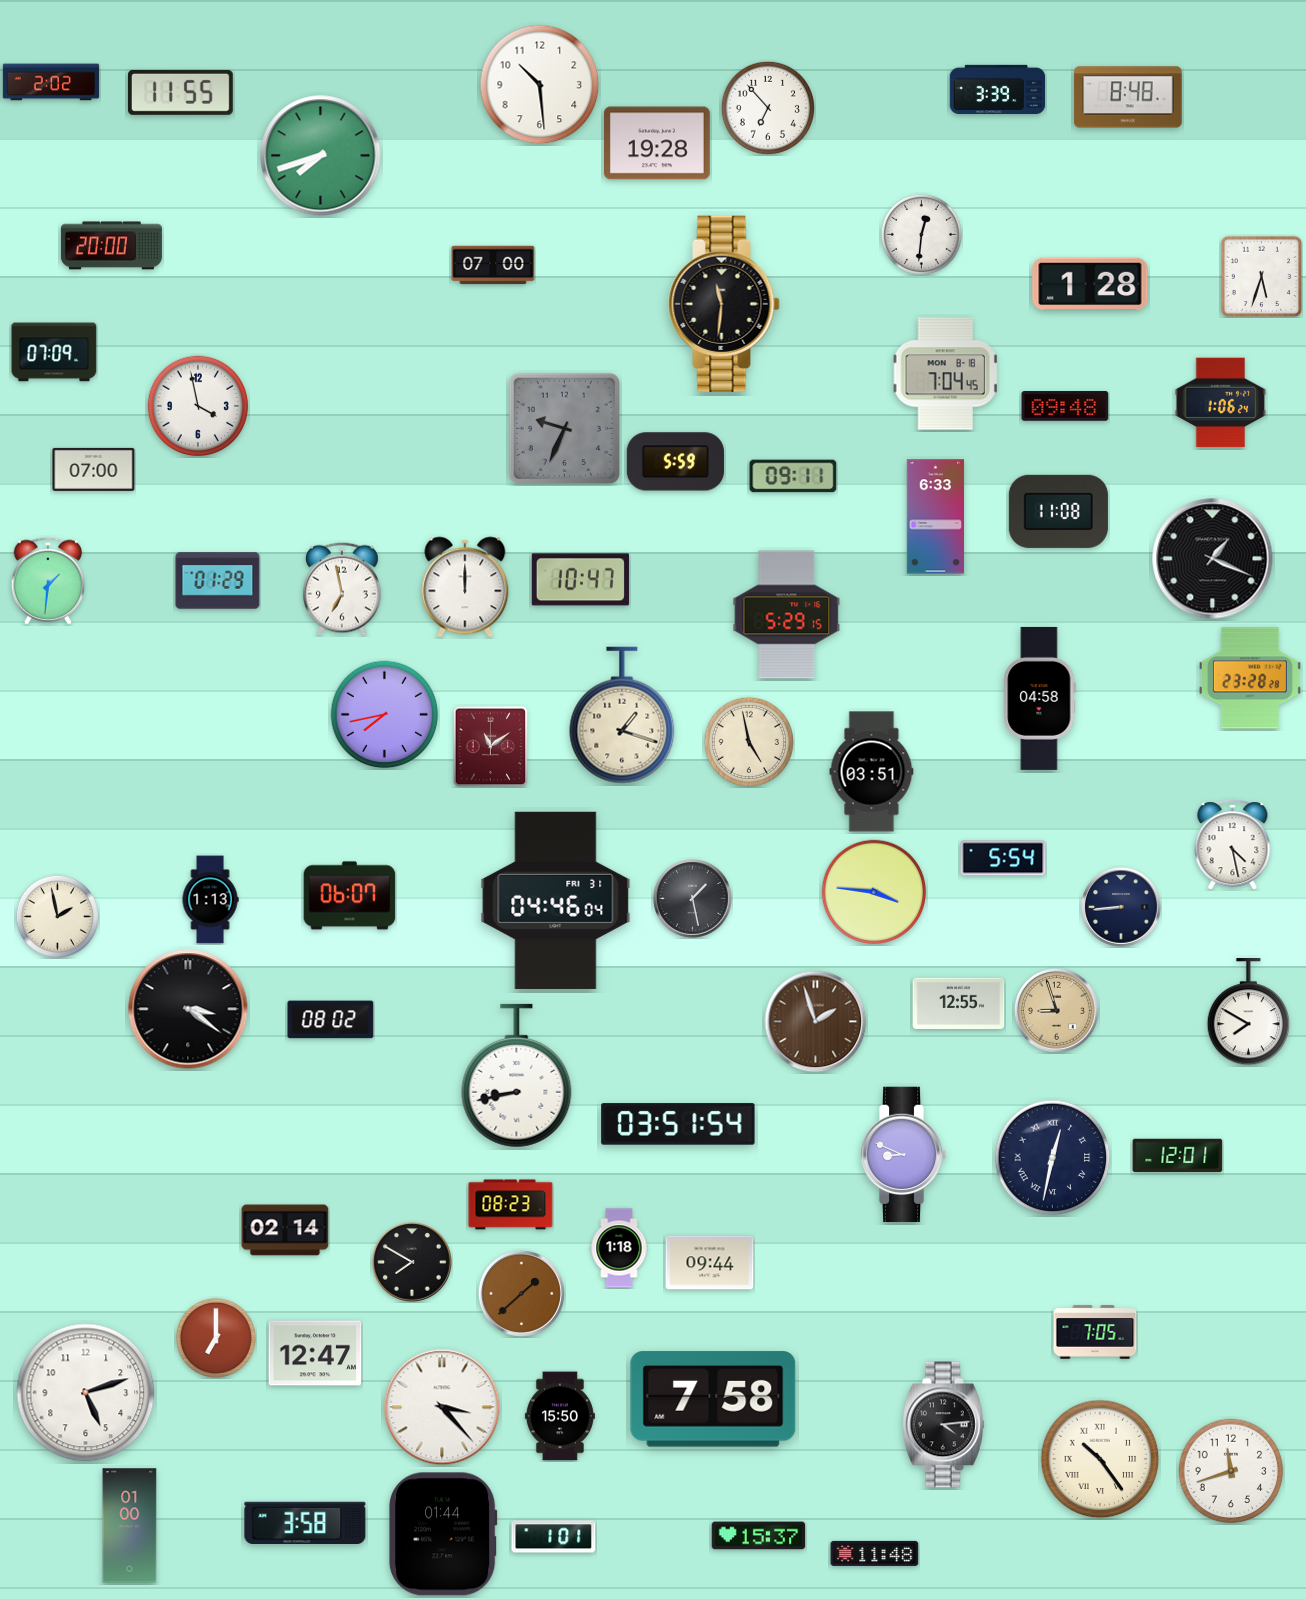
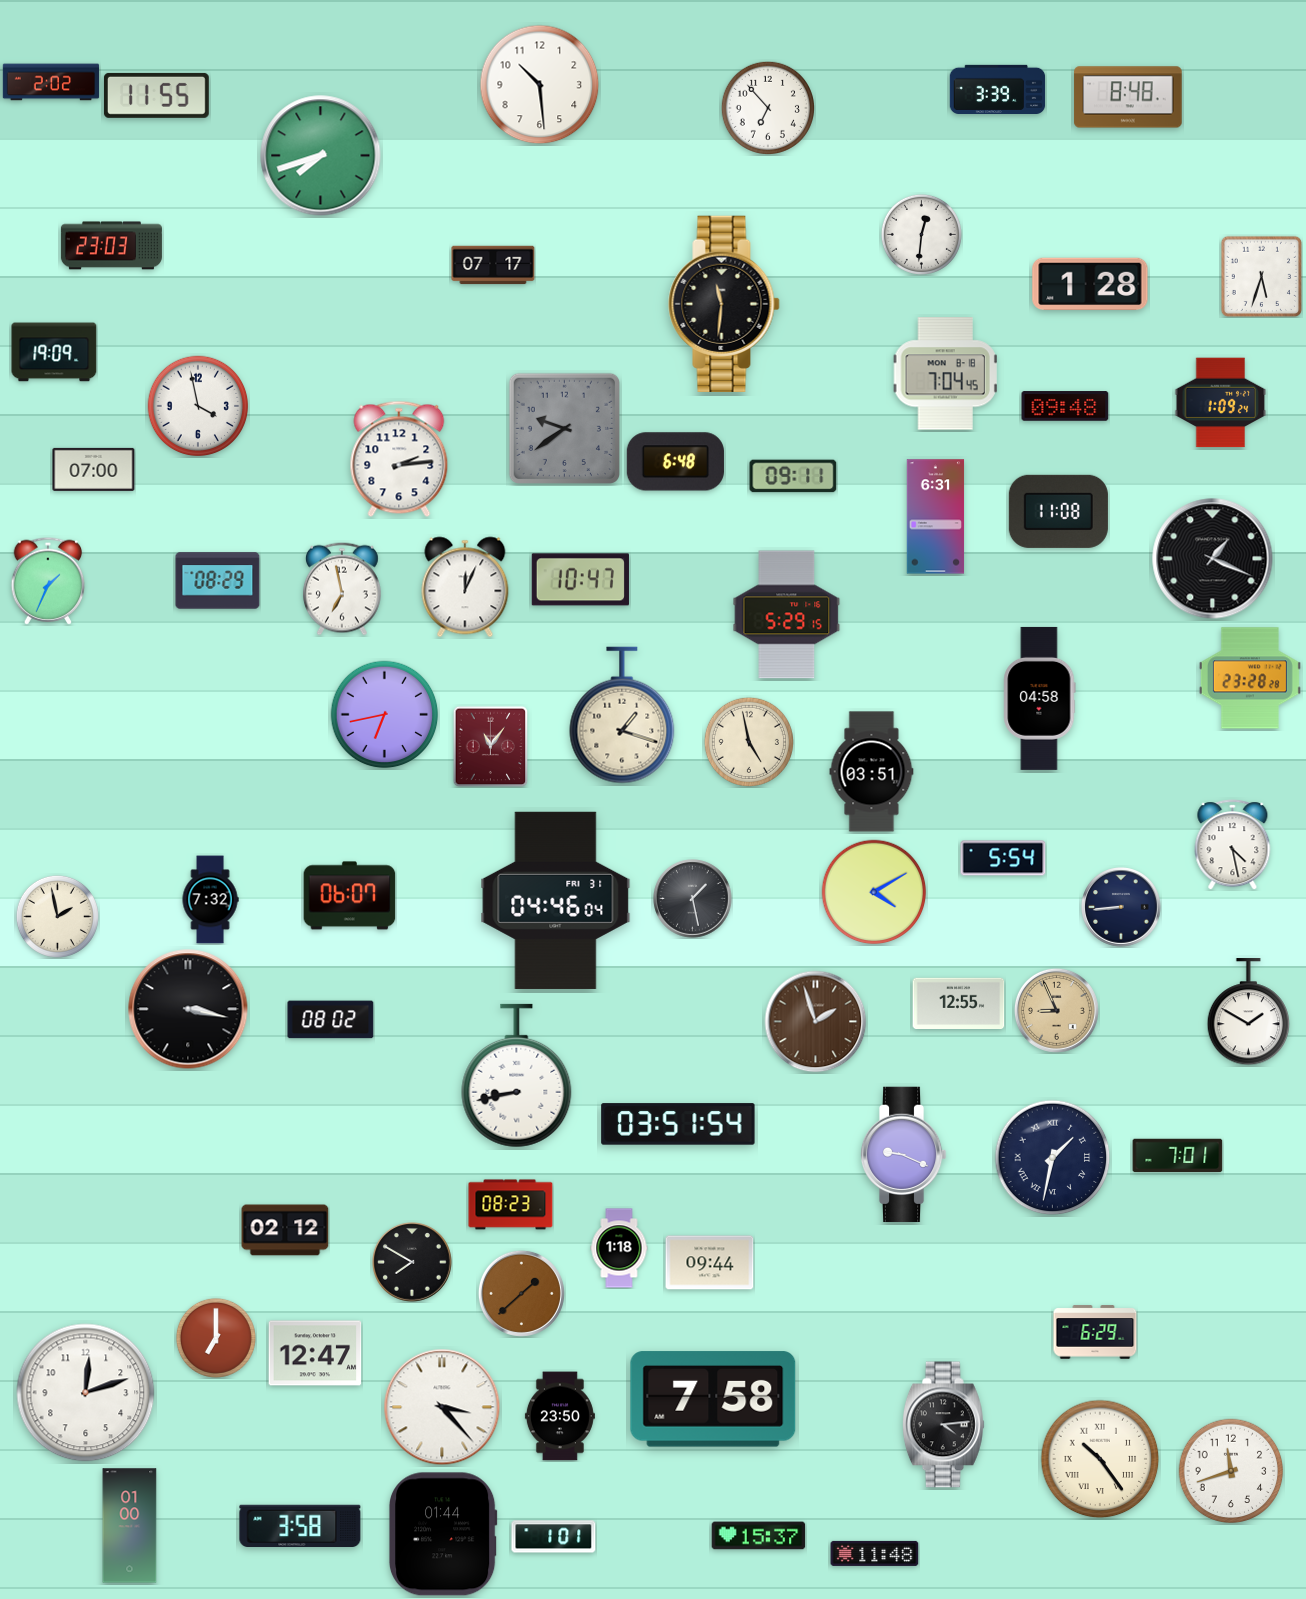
clock at (180, 92) position: (180, 92) -> (156, 95)
clock at (658, 143): 19:28 -> none
clock at (111, 246): 20:00 -> 23:03
clock at (493, 265): 07:00 -> 07:17
clock at (54, 352): 07:09 -> 19:09
clock at (1221, 403): 1:06 -> 1:09
clock at (564, 428): 9:34 -> 9:39
clock at (399, 459): none -> 2:14
clock at (675, 462): 5:59 -> 6:48
clock at (936, 517): 6:33 -> 6:31
clock at (48, 581): 1:31 -> 1:34
clock at (218, 581): 01:29 -> 08:29
clock at (465, 587): 12:00 -> 12:04
clock at (385, 715): 7:43 -> 6:43
clock at (491, 746): 11:09 -> 11:06
clock at (874, 892): 3:46 -> 4:10
clock at (210, 900): 1:13 -> 7:32
clock at (188, 1009): 3:21 -> 3:17
clock at (1056, 1010): 8:57 -> 8:56
clock at (1249, 1012): 7:50 -> 1:50
clock at (903, 1155): 8:49 -> 9:19
clock at (1178, 1156): 12:01 -> 7:01
clock at (1053, 1158): 12:32 -> 1:32
clock at (285, 1230): 02:14 -> 02:12
clock at (1095, 1332): 7:05 -> 6:29
clock at (86, 1393): 5:12 -> 12:12
clock at (560, 1416): 15:50 -> 23:50
clock at (305, 1522) position: (305, 1522) -> (300, 1525)
